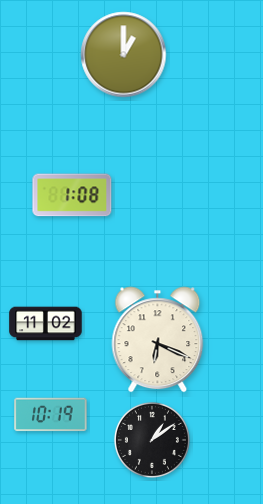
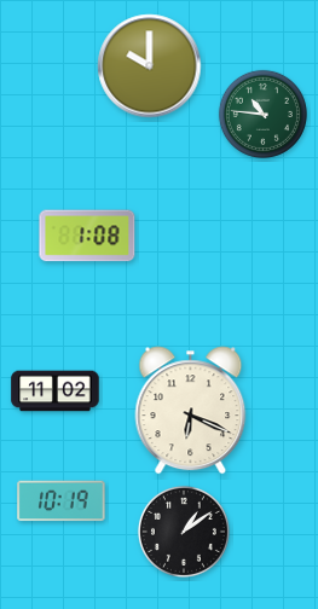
clock at (124, 55): 1:00 -> 10:00
clock at (262, 114): none -> 10:46
